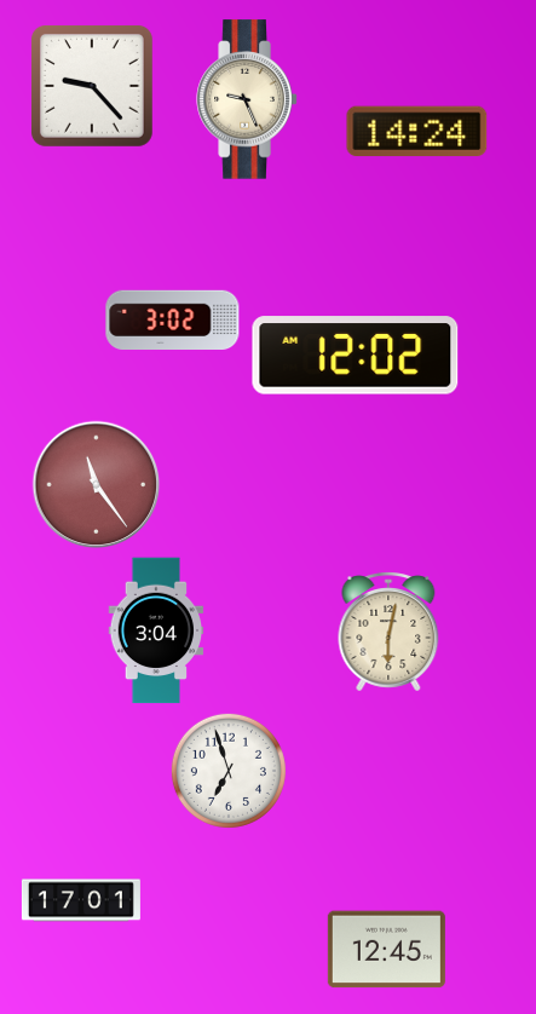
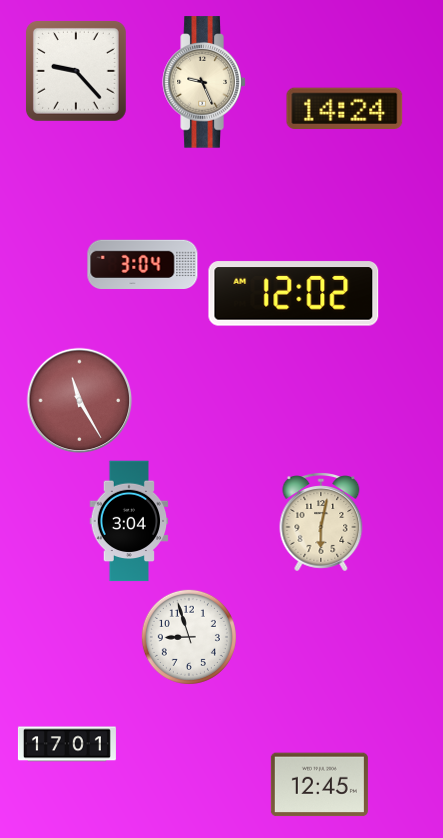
clock at (173, 321): 3:02 -> 3:04
clock at (97, 485): 11:24 -> 11:25
clock at (229, 771): 6:57 -> 8:57
